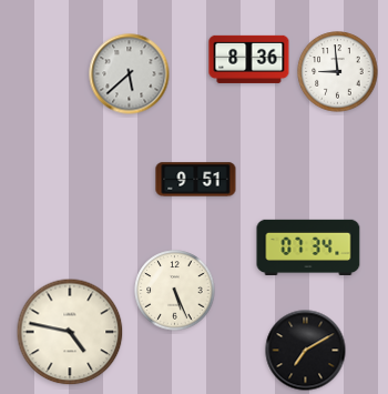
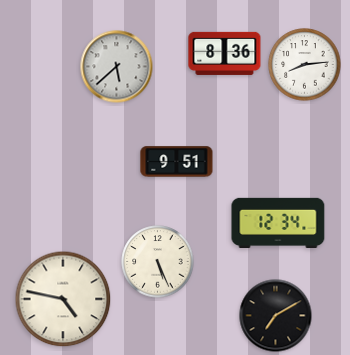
clock at (338, 72): 8:59 -> 8:14
clock at (308, 246): 07:34 -> 12:34
